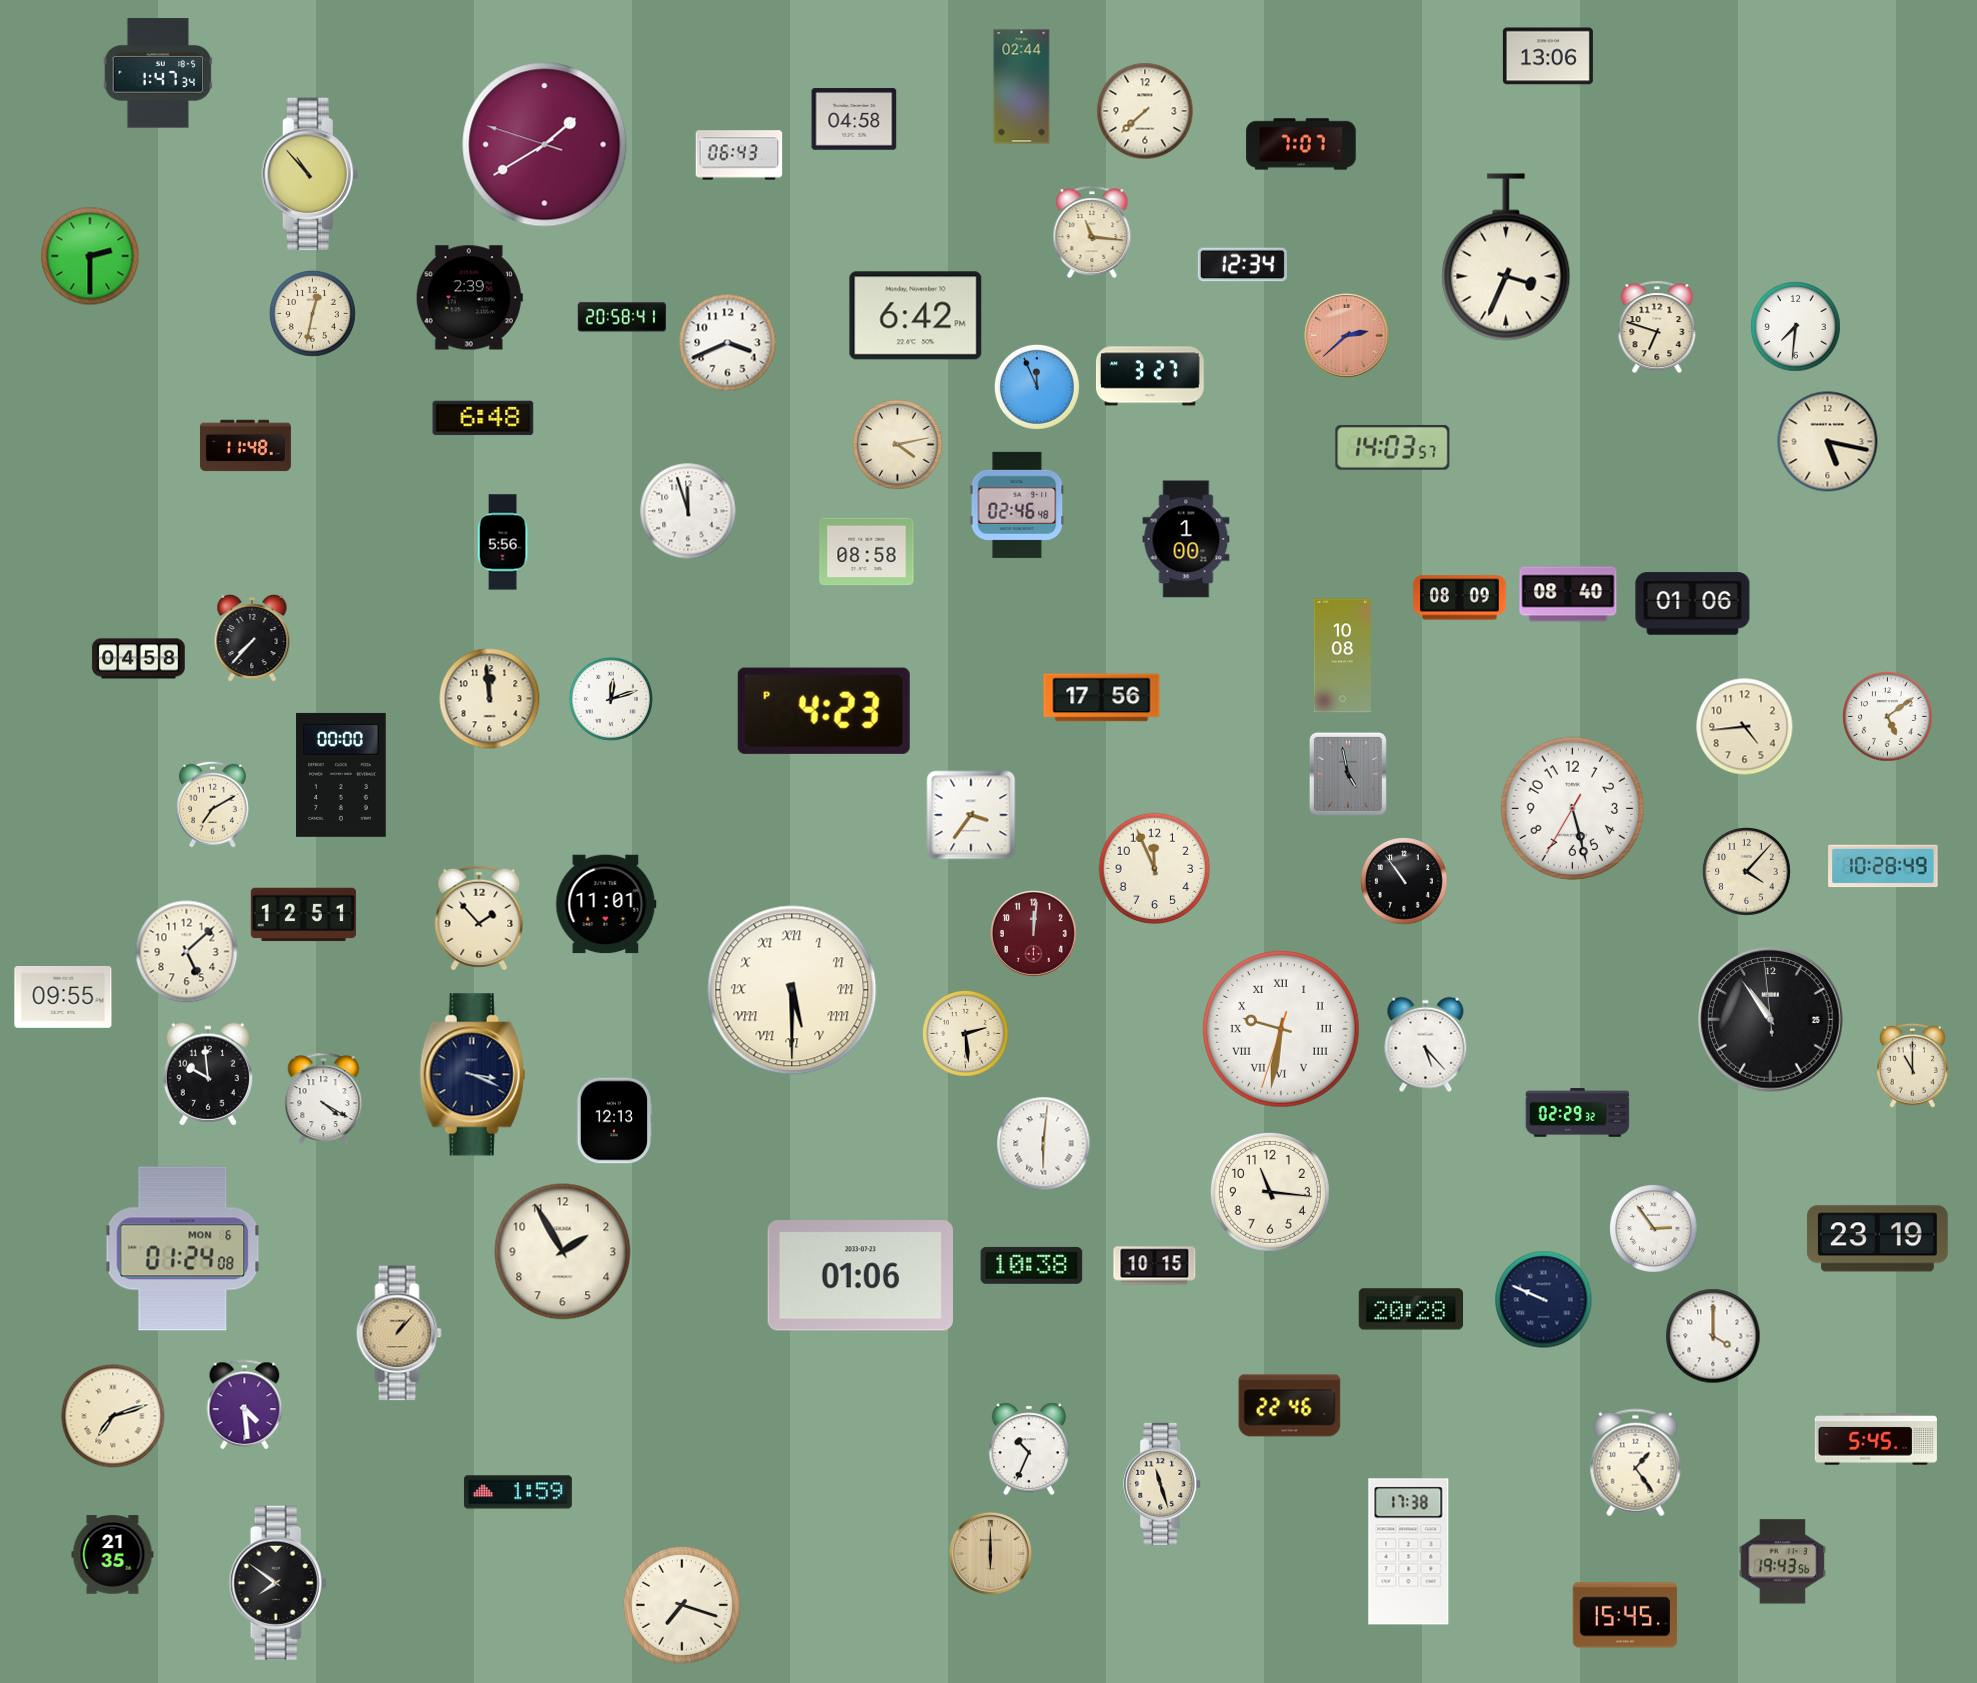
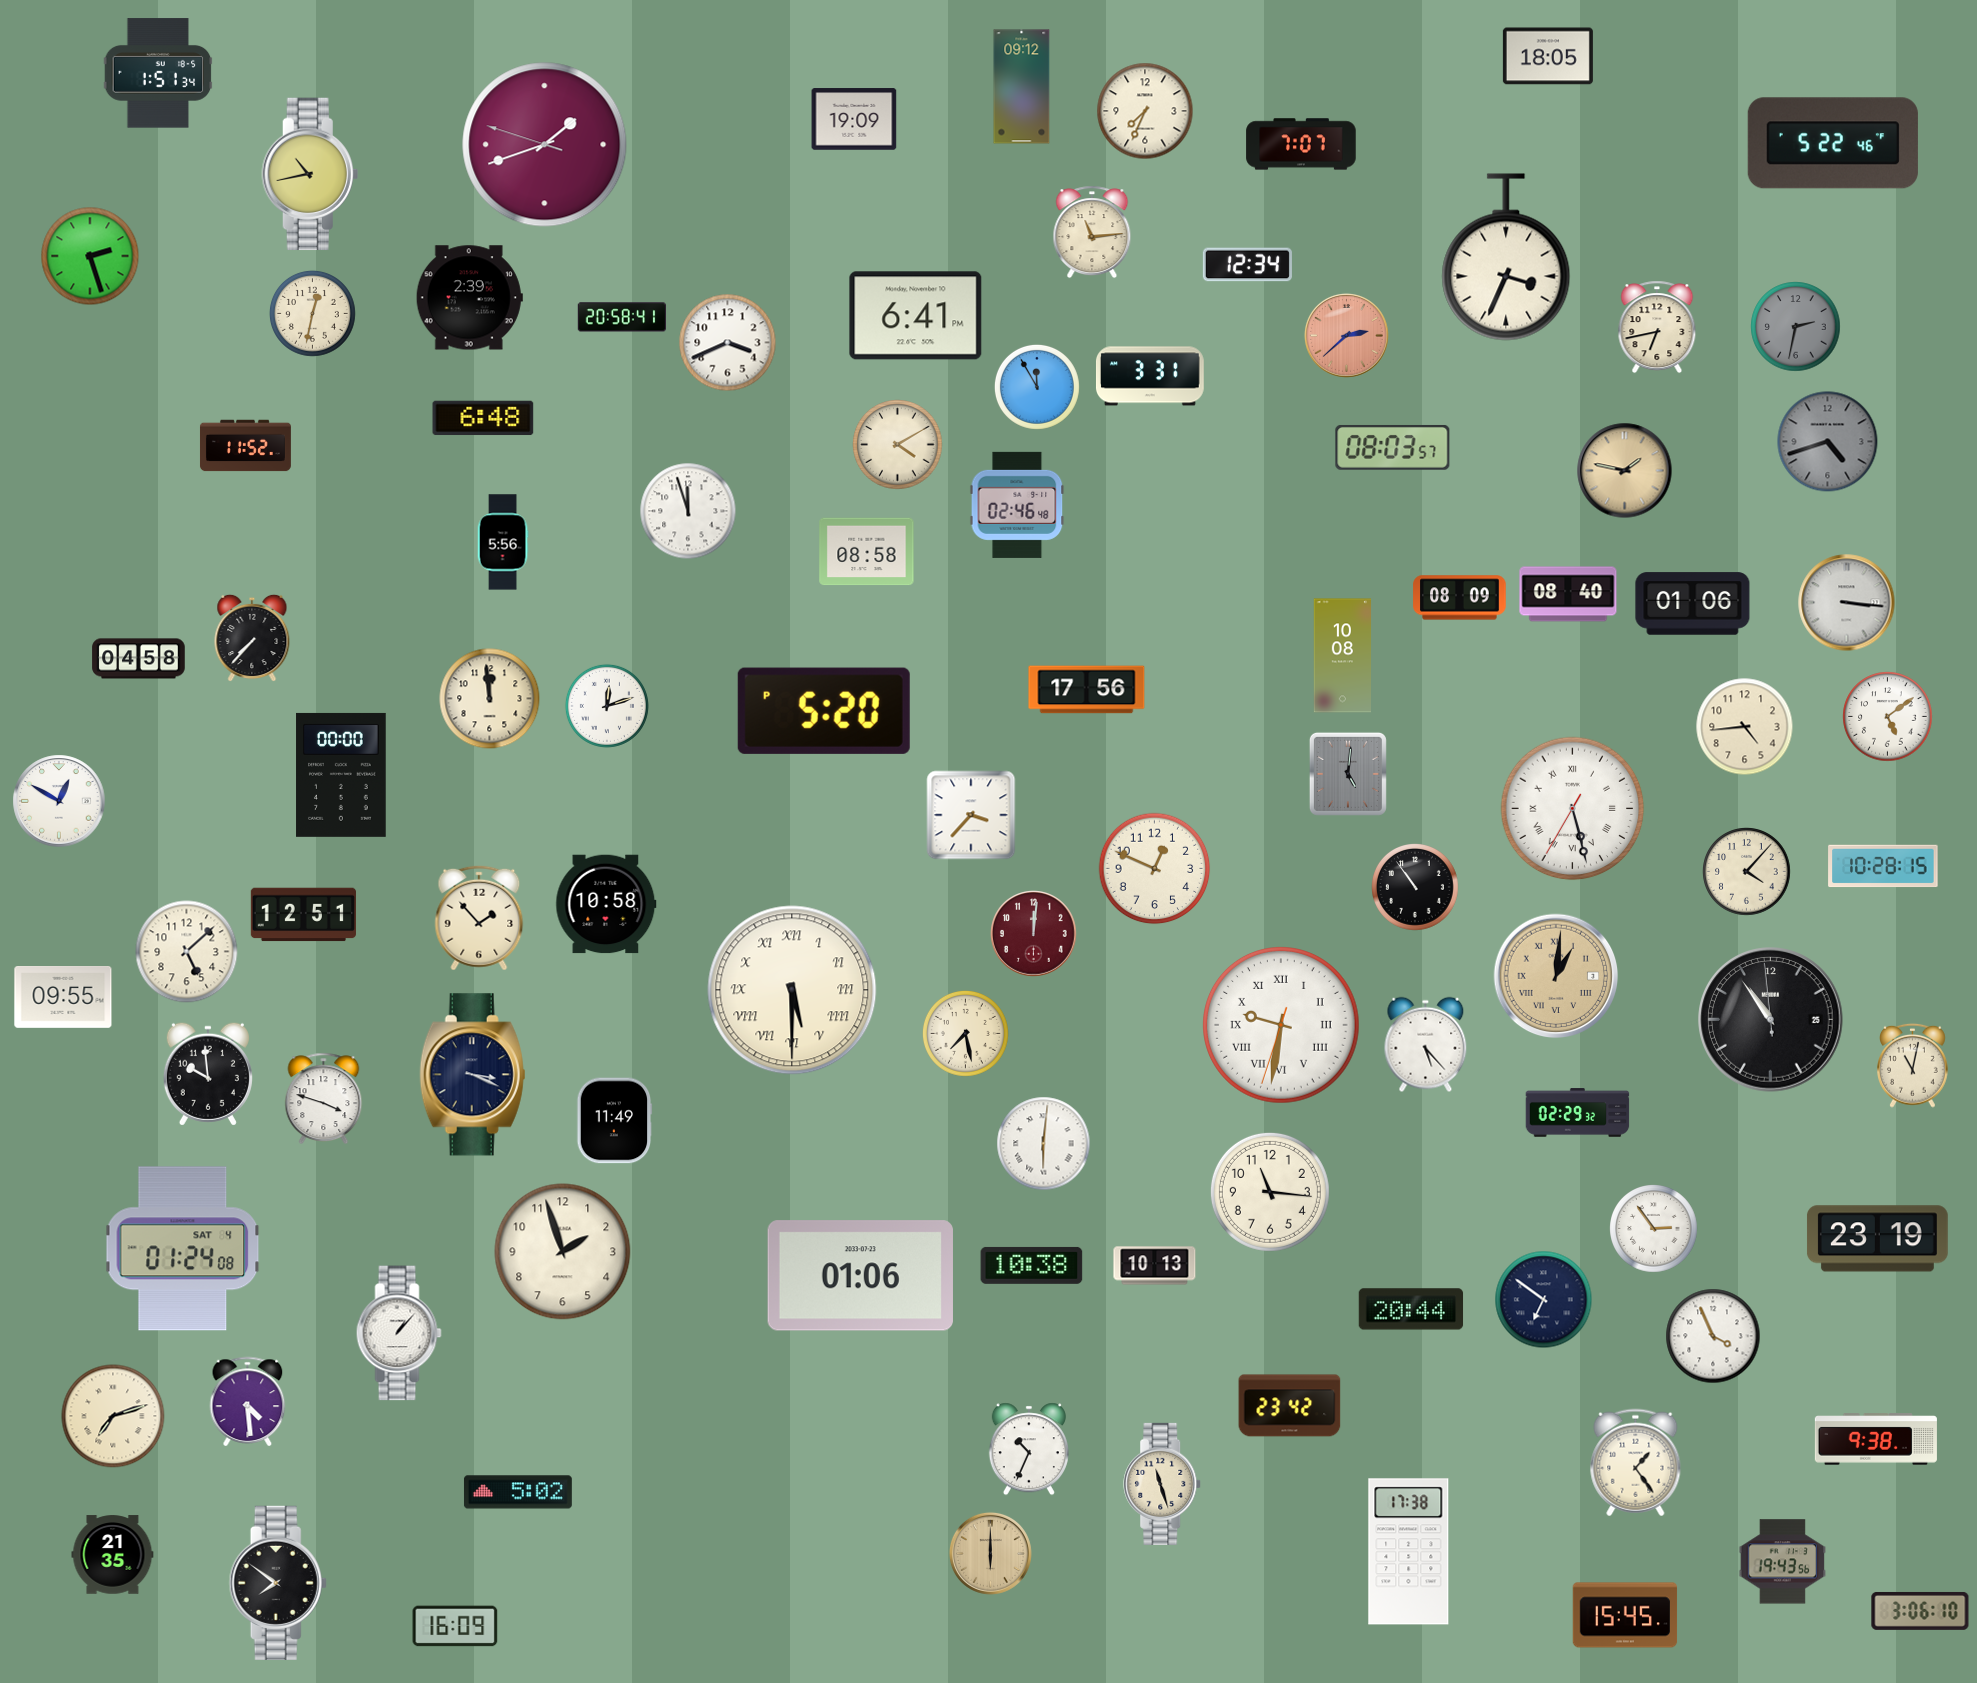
clock at (1548, 56): 13:06 -> 18:05
clock at (158, 73): 1:47 -> 1:51
clock at (1022, 87): 02:44 -> 09:12
clock at (1145, 111): 7:38 -> 7:34
clock at (854, 119): 04:58 -> 19:09
clock at (1833, 143): none -> 5:22
clock at (545, 145): 1:39 -> 1:41
clock at (739, 155): 06:43 -> none
clock at (310, 174): 10:53 -> 10:43
clock at (1092, 232): 11:16 -> 11:14
clock at (90, 256): 2:30 -> 2:27
clock at (1242, 265) position: (1242, 265) -> (1247, 265)
clock at (916, 316): 6:42 -> 6:41
clock at (1657, 327): 6:48 -> 6:43
clock at (1796, 327): 7:31 -> 2:32
clock at (1796, 327) dial: white -> grey
clock at (1150, 376): 3:27 -> 3:31
clock at (1037, 387): 11:56 -> 11:55
clock at (1828, 442): 5:17 -> 4:42
clock at (1828, 442) dial: cream -> grey
clock at (898, 445): 4:13 -> 4:10
clock at (245, 446): 11:48 -> 11:52
clock at (1393, 447): 14:03 -> 08:03
clock at (1625, 471): none -> 1:47
clock at (1186, 539): 1:00 -> none
clock at (1847, 603): none -> 3:16
clock at (1102, 698) position: (1102, 698) -> (1087, 690)
clock at (611, 699) position: (611, 699) -> (607, 706)
clock at (824, 711): 4:23 -> 5:20
clock at (1348, 774): 4:58 -> 5:01
clock at (59, 801): none -> 12:50
clock at (212, 804): 7:10 -> none
clock at (1573, 809) numerals: Arabic -> Roman
clock at (971, 815): 3:36 -> 3:37
clock at (1883, 866): 10:28:49 -> 10:28:15
clock at (1155, 869): 11:56 -> 12:49
clock at (1405, 882) position: (1405, 882) -> (1416, 888)
clock at (606, 904): 11:01 -> 10:58
clock at (1556, 976): none -> 1:01
clock at (1282, 1030) position: (1282, 1030) -> (1282, 1026)
clock at (965, 1033): 2:29 -> 7:28
clock at (1913, 1065): 11:00 -> 11:02
clock at (324, 1099): 4:20 -> 3:48
clock at (615, 1121): 12:13 -> 11:49
clock at (183, 1249) date: MON 6 -> SAT 4
clock at (563, 1252): 1:55 -> 1:57
clock at (1155, 1266): 10:15 -> 10:13
clock at (1544, 1300): 9:49 -> 6:51
clock at (1411, 1309): 20:28 -> 20:44
clock at (399, 1333) dial: champagne -> white
clock at (1713, 1336): 4:00 -> 3:56
clock at (245, 1404) position: (245, 1404) -> (248, 1401)
clock at (1290, 1406): 22:46 -> 23:42
clock at (1876, 1439): 5:45 -> 9:38
clock at (518, 1492): 1:59 -> 5:02
clock at (682, 1605): 7:18 -> none
clock at (1920, 1611): none -> 3:06
clock at (455, 1626): none -> 16:09
